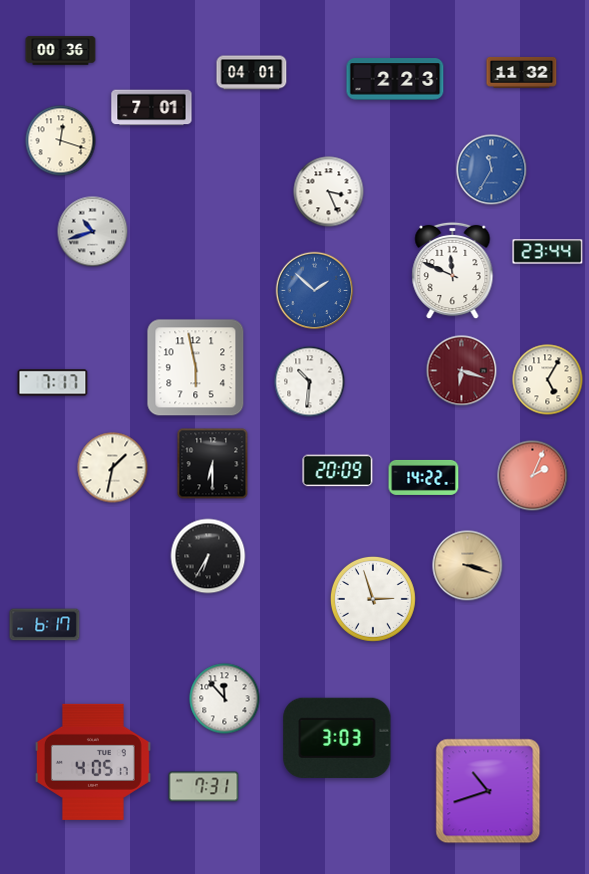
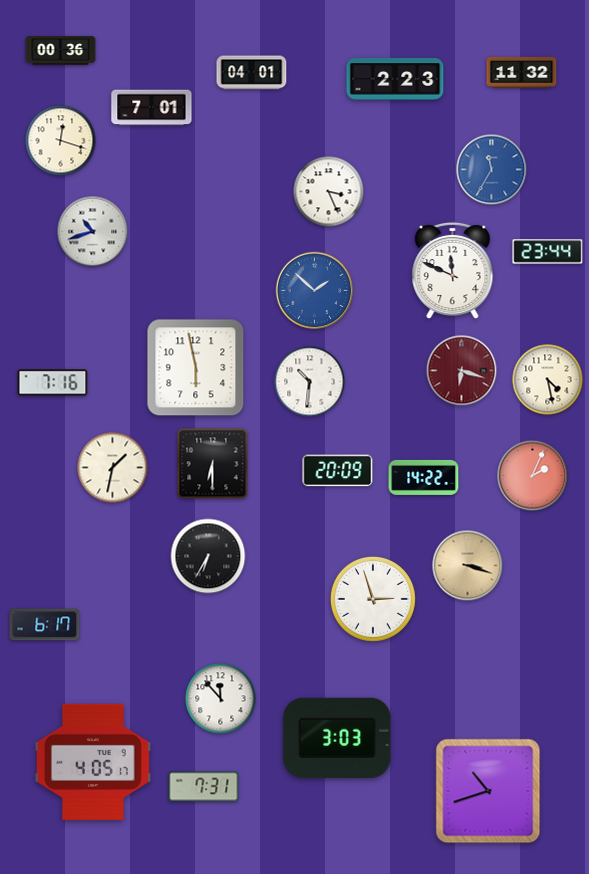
clock at (548, 380): 5:05 -> 4:28
clock at (53, 383): 7:17 -> 7:16
clock at (225, 699) position: (225, 699) -> (221, 699)
